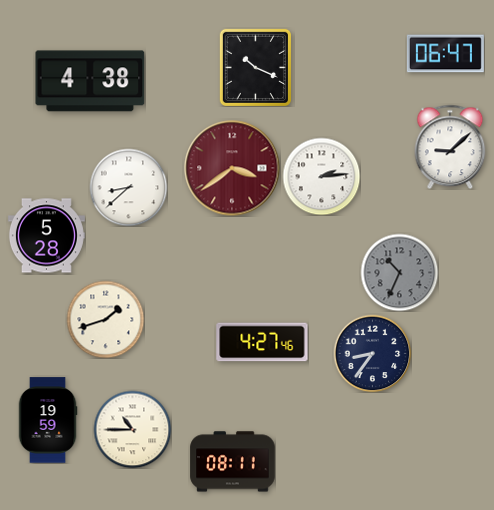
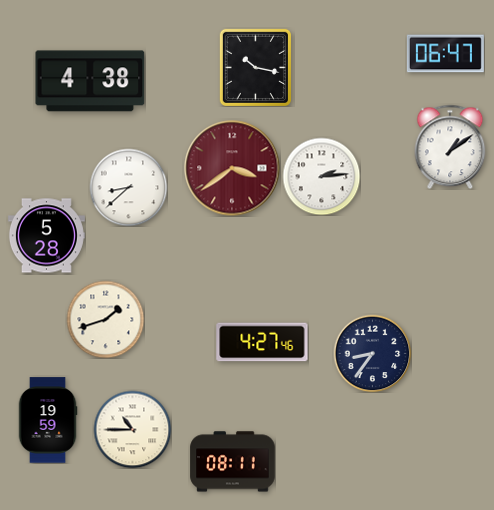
clock at (255, 67): 10:19 -> 10:17
clock at (450, 147): 9:08 -> 1:09
clock at (399, 272): 10:34 -> none
